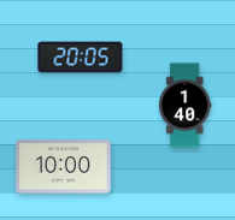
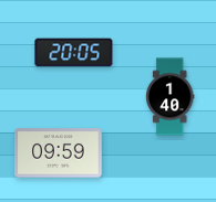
clock at (64, 167): 10:00 -> 09:59
